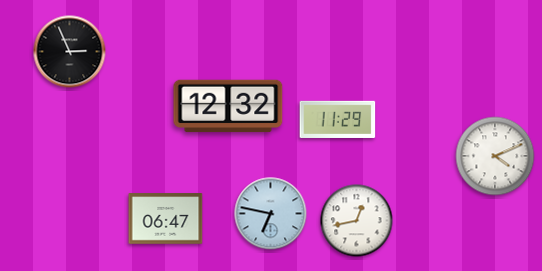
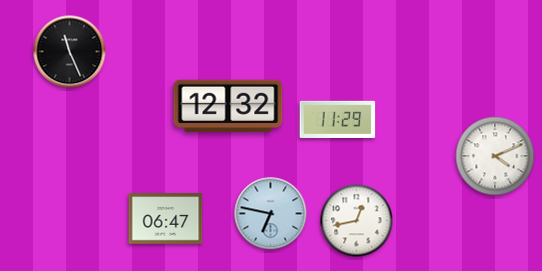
clock at (70, 52): 2:56 -> 11:26
